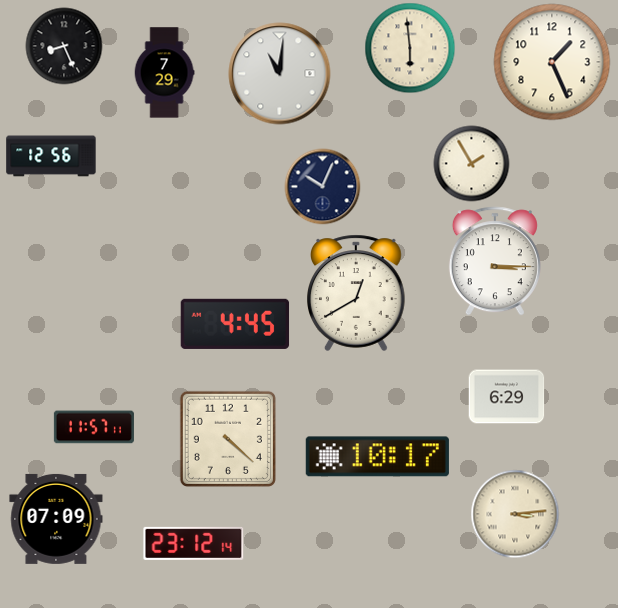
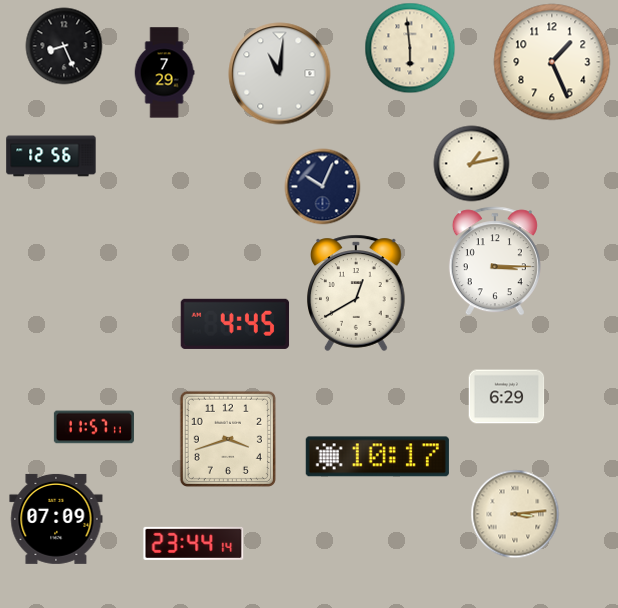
clock at (472, 164): 1:55 -> 1:13
clock at (228, 439): 4:22 -> 3:42
clock at (194, 543): 23:12 -> 23:44
